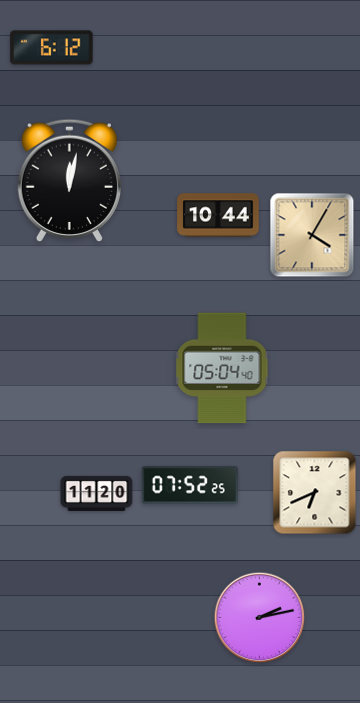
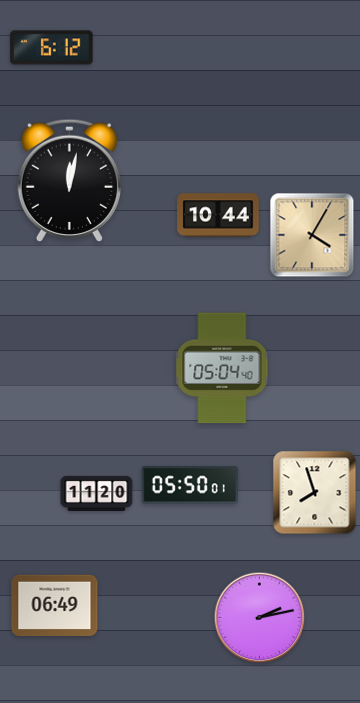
clock at (190, 485): 07:52 -> 05:50
clock at (315, 493): 6:41 -> 7:57
clock at (55, 606): none -> 06:49
